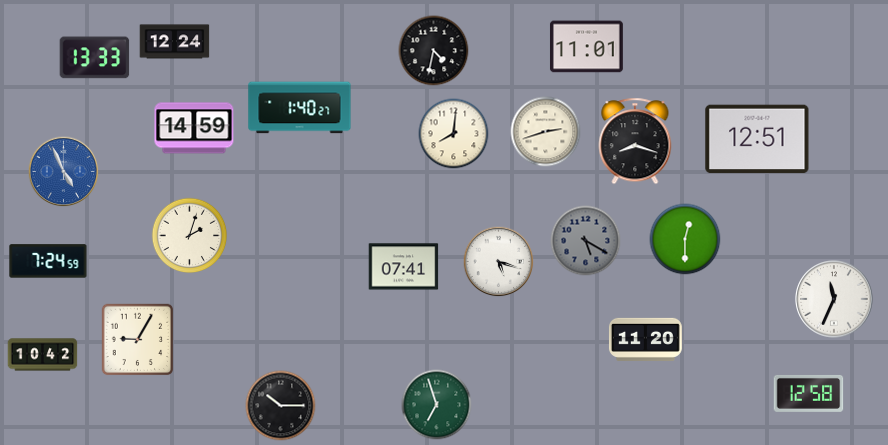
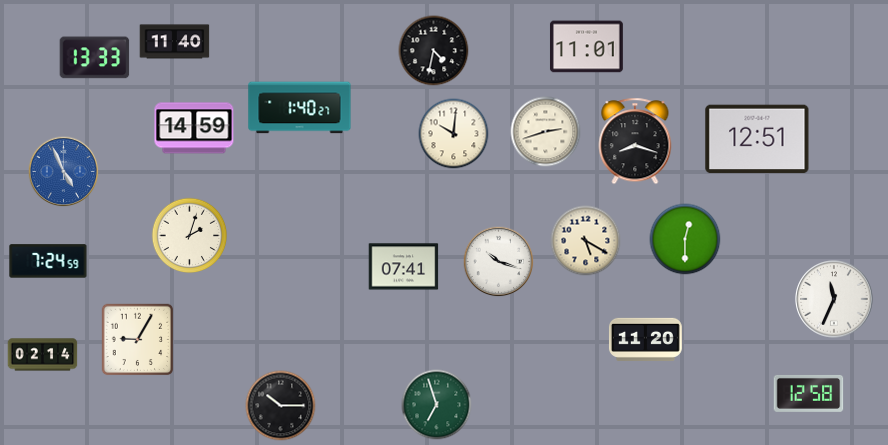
clock at (175, 42): 12:24 -> 11:40
clock at (454, 134): 8:01 -> 10:01
clock at (586, 241) dial: grey -> cream
clock at (499, 262): 5:18 -> 10:18
clock at (43, 355): 10:42 -> 02:14
